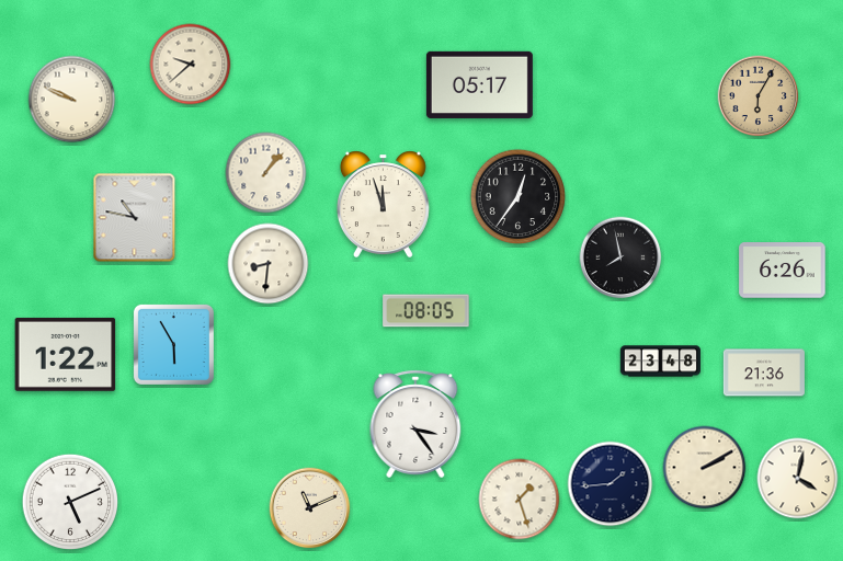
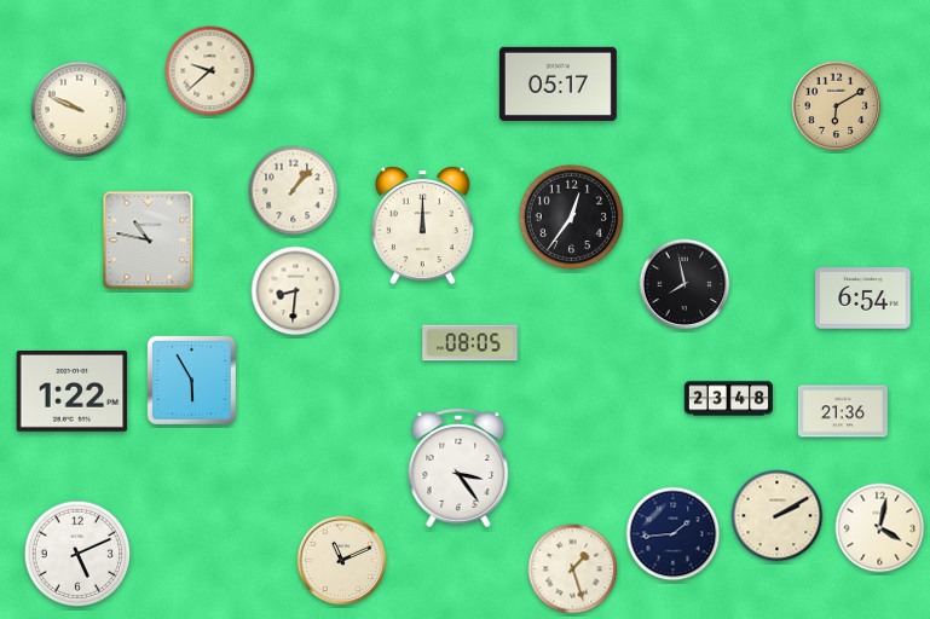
clock at (479, 84) position: (479, 84) -> (558, 83)
clock at (759, 96): 6:05 -> 6:10
clock at (383, 204): 11:57 -> 12:00
clock at (783, 271): 6:26 -> 6:54
clock at (520, 500) position: (520, 500) -> (573, 569)
